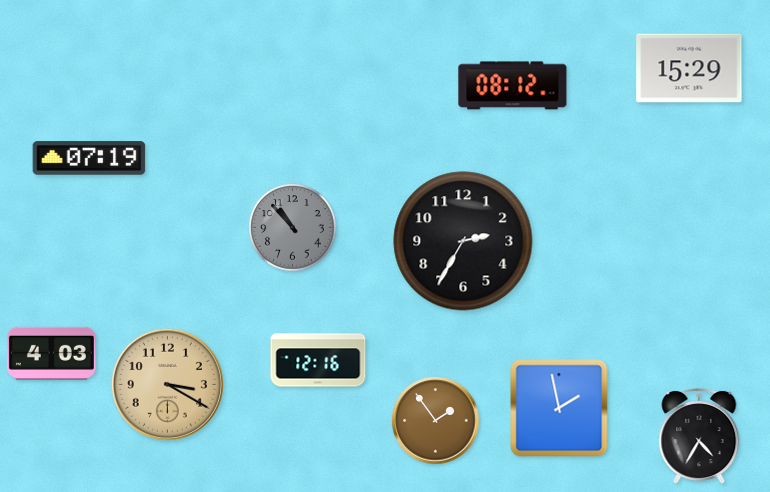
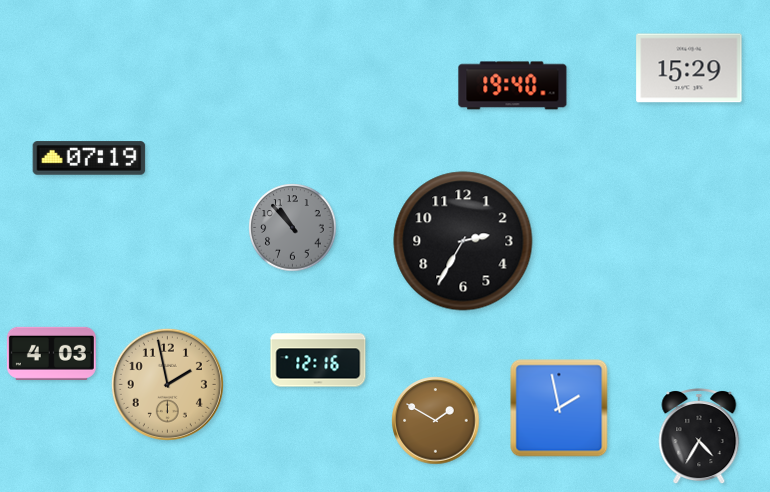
clock at (513, 86): 08:12 -> 19:40
clock at (167, 384): 3:20 -> 1:58
clock at (436, 421): 1:54 -> 1:50
